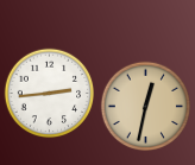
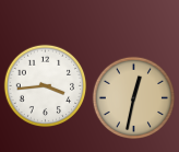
clock at (50, 94): 2:44 -> 3:44
